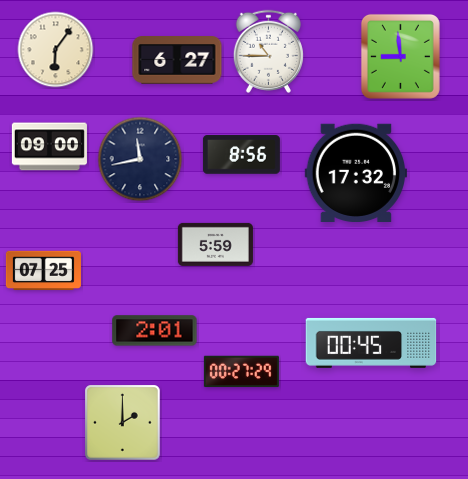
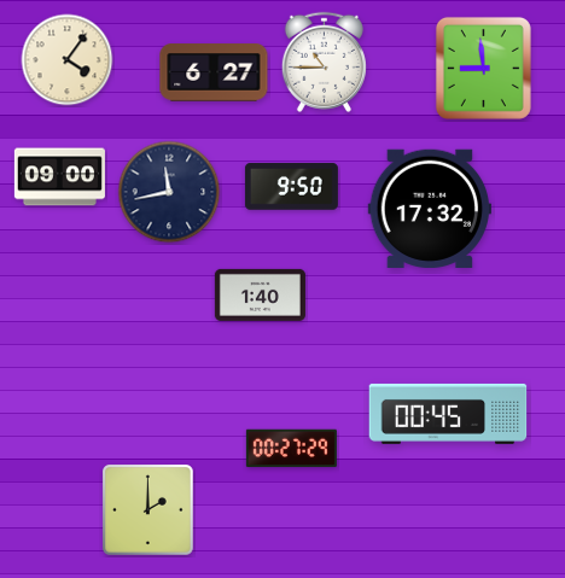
clock at (56, 50): 6:06 -> 4:06
clock at (241, 155): 8:56 -> 9:50
clock at (215, 244): 5:59 -> 1:40
clock at (43, 271): 07:25 -> none
clock at (155, 331): 2:01 -> none
